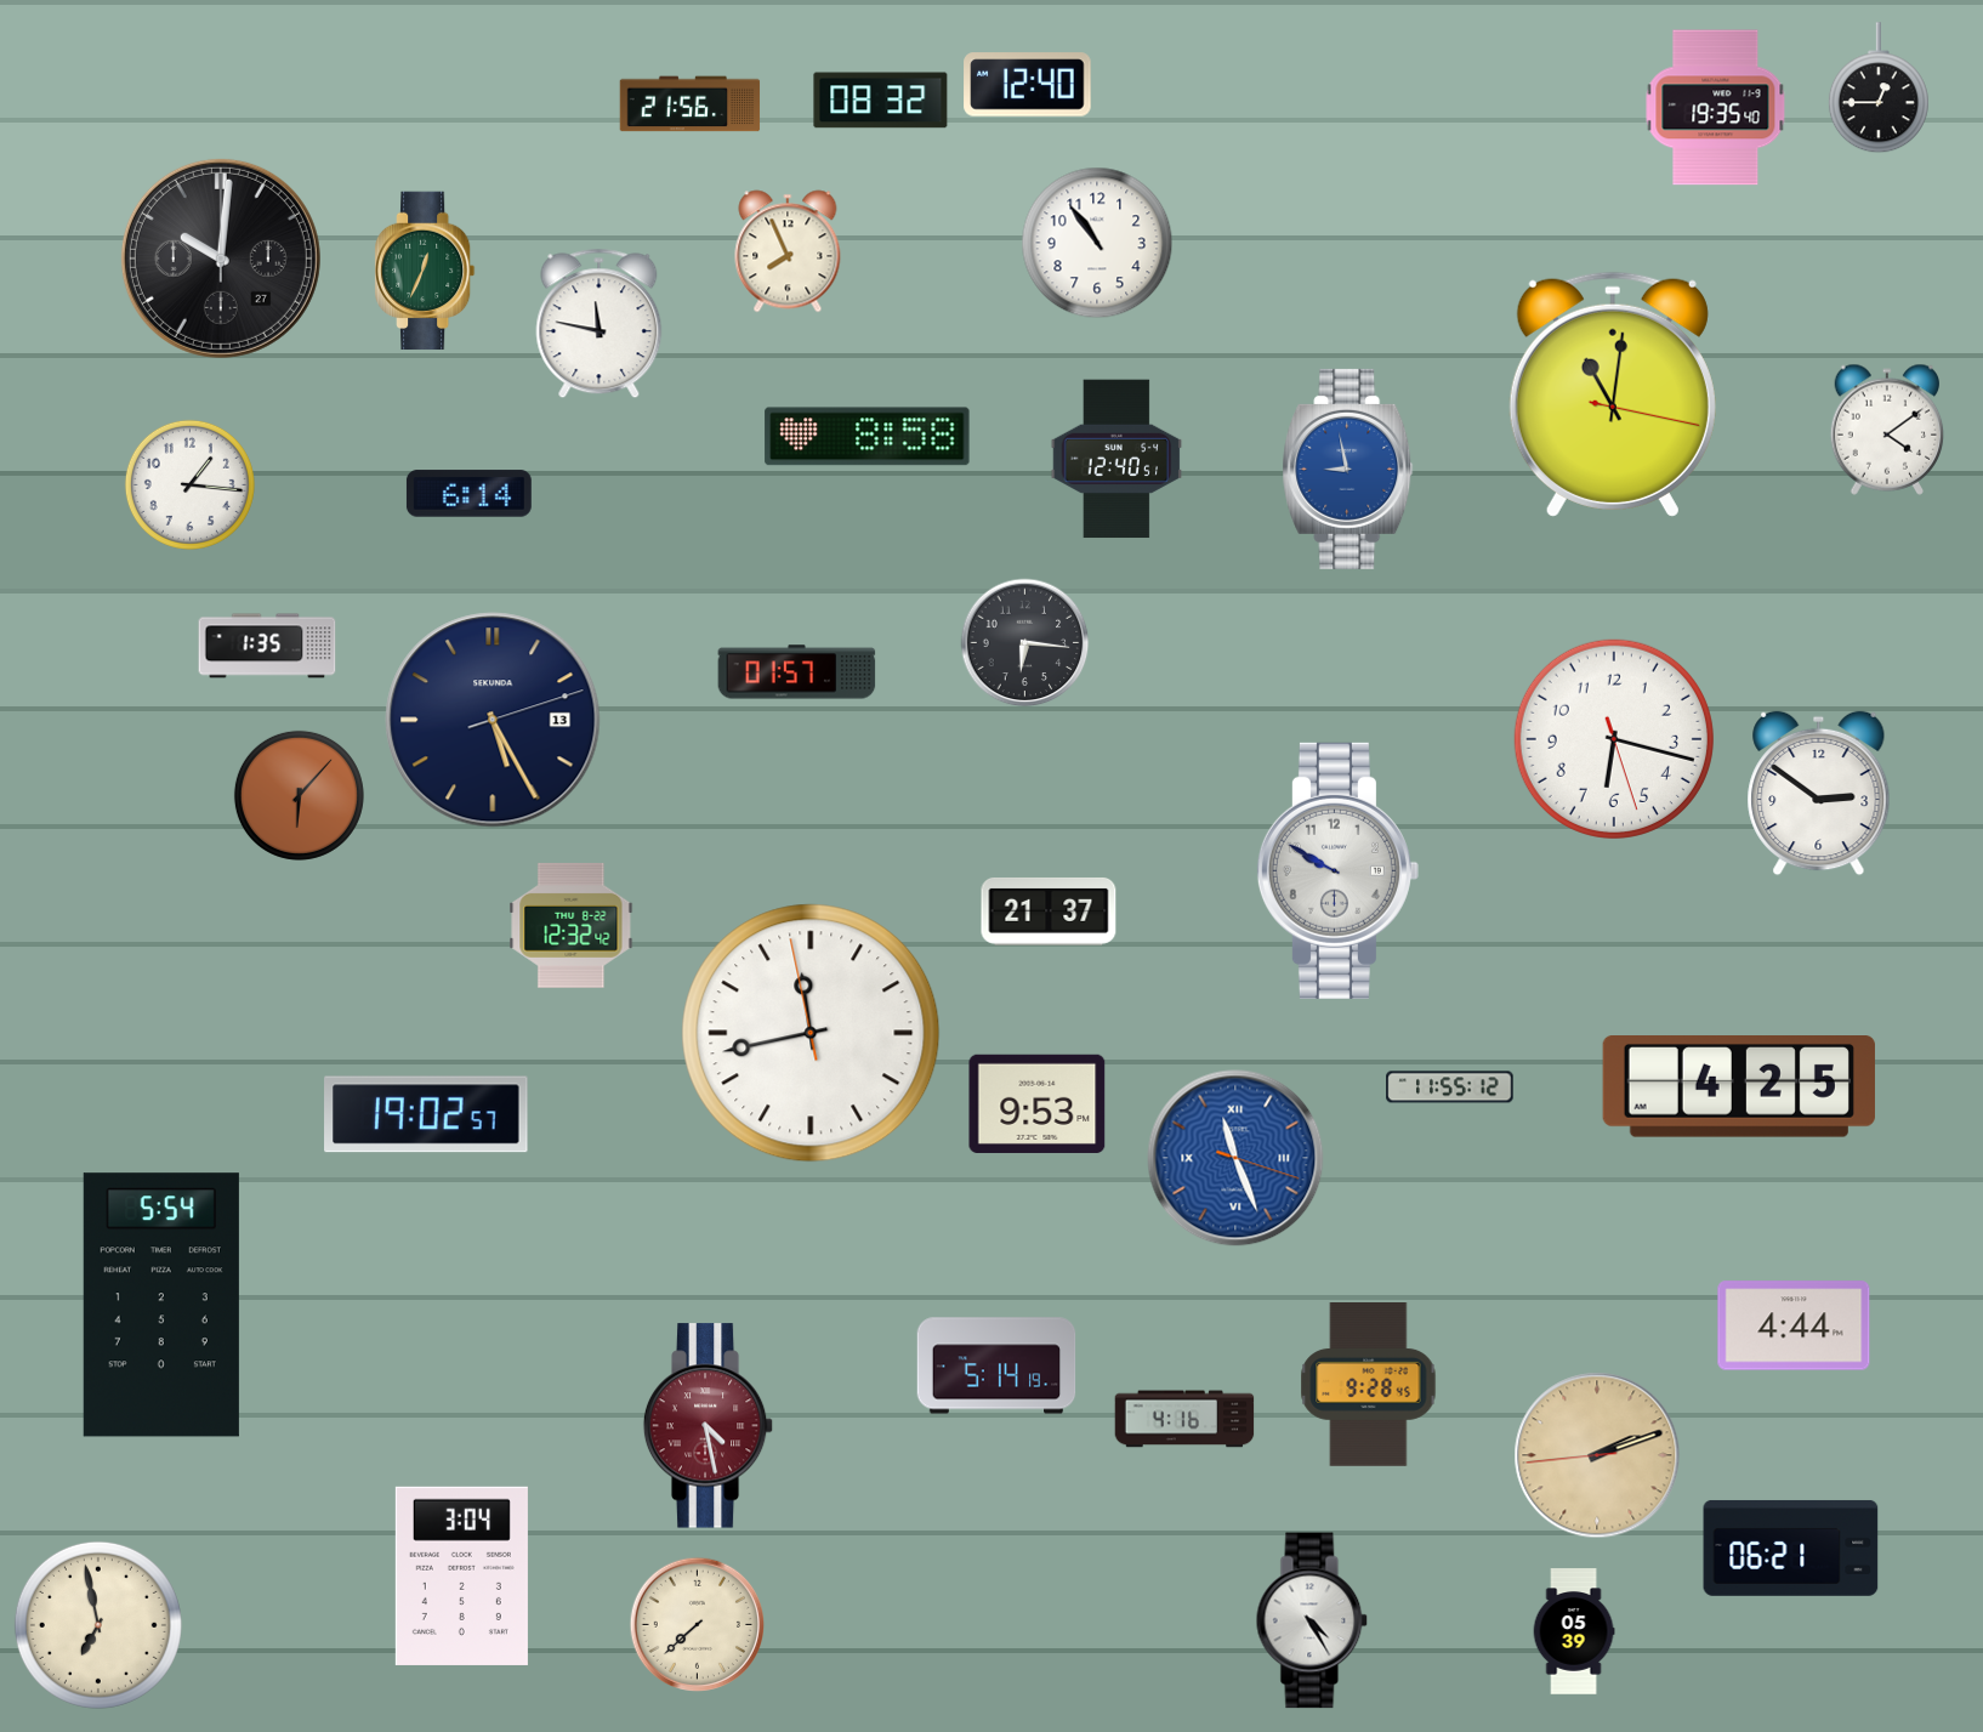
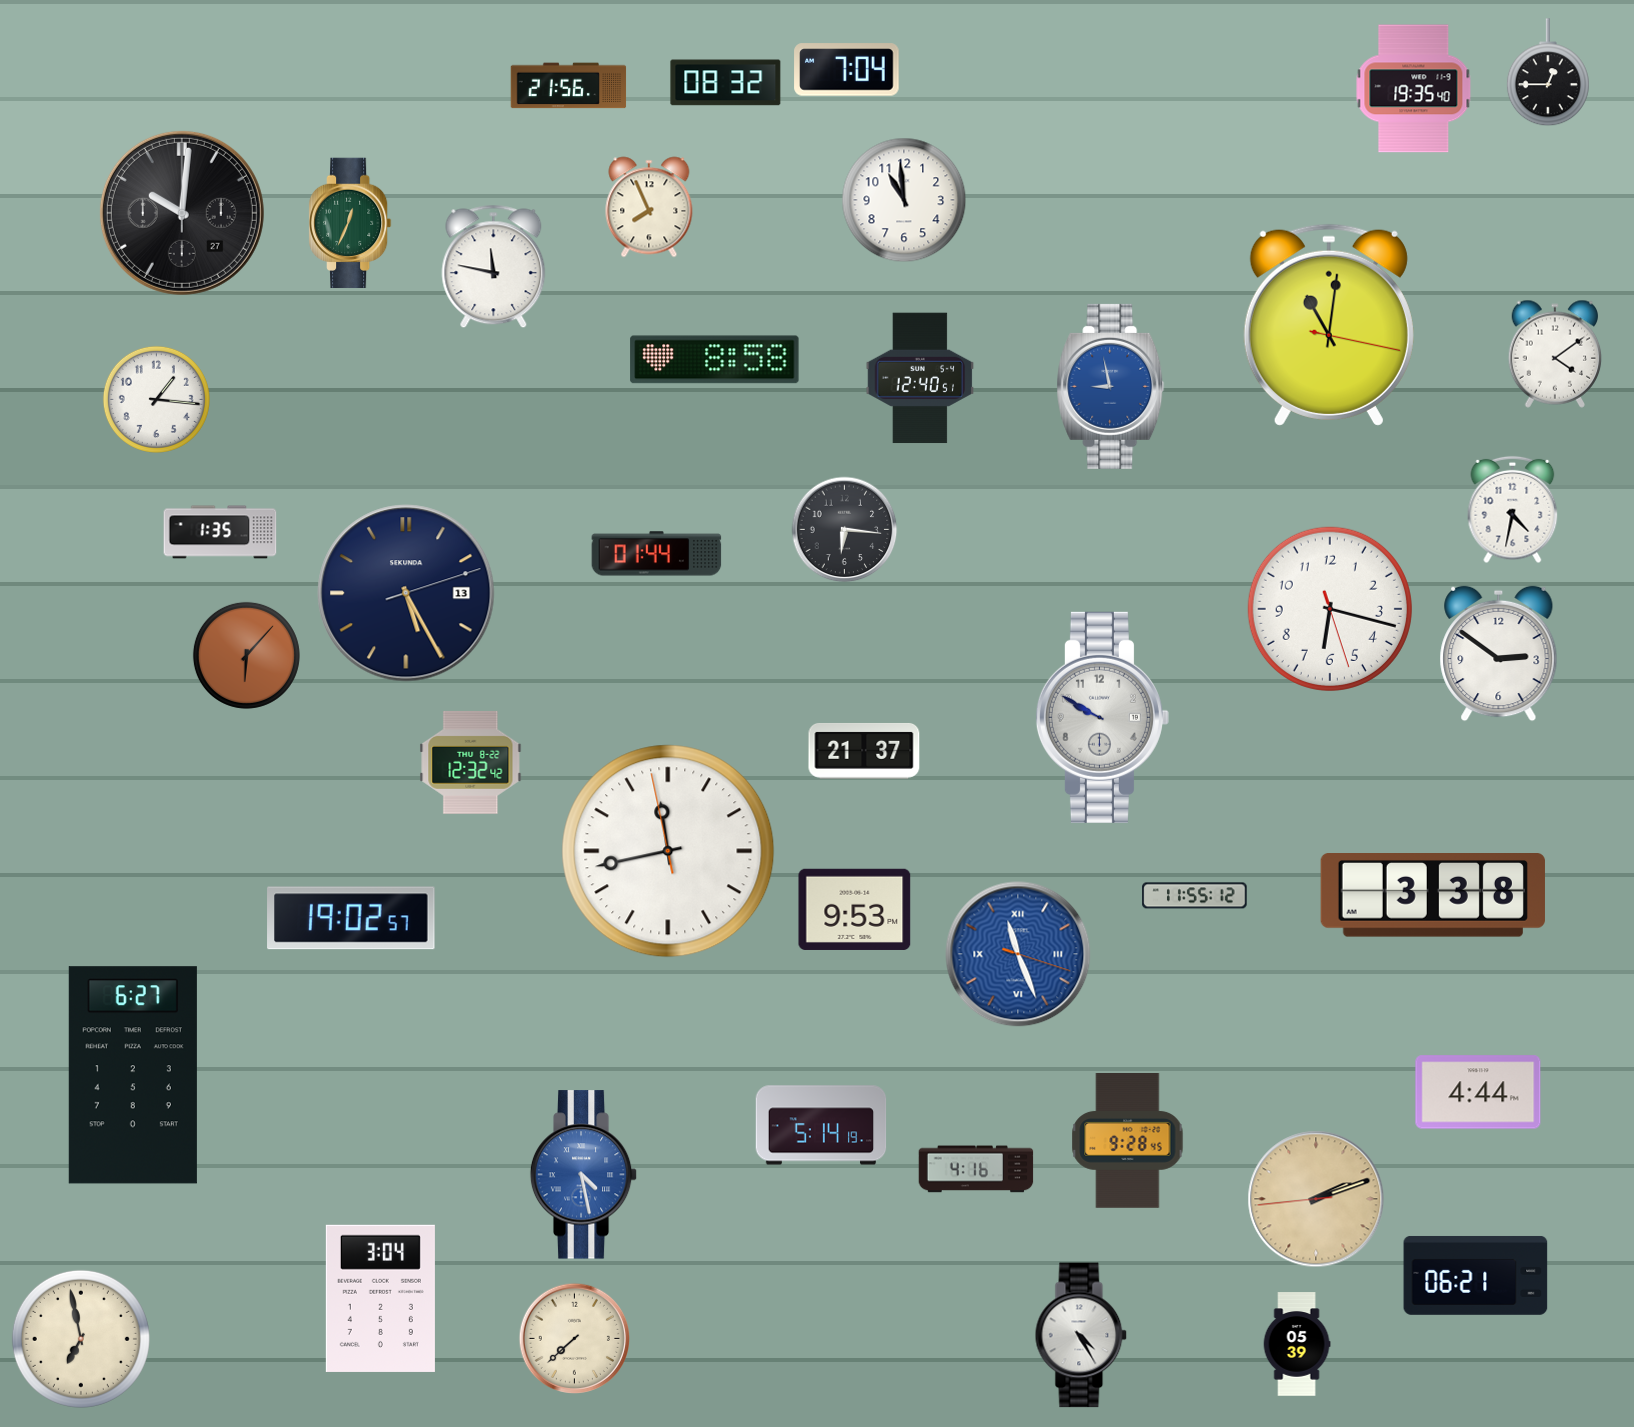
clock at (1028, 85): 12:40 -> 7:04
clock at (1097, 243): 10:54 -> 10:59
clock at (468, 494): 6:14 -> none
clock at (1513, 510): none -> 4:32
clock at (797, 672): 01:57 -> 01:44
clock at (1739, 1086): 4:25 -> 3:38
clock at (161, 1305): 5:54 -> 6:27
clock at (709, 1426) dial: burgundy -> blue
